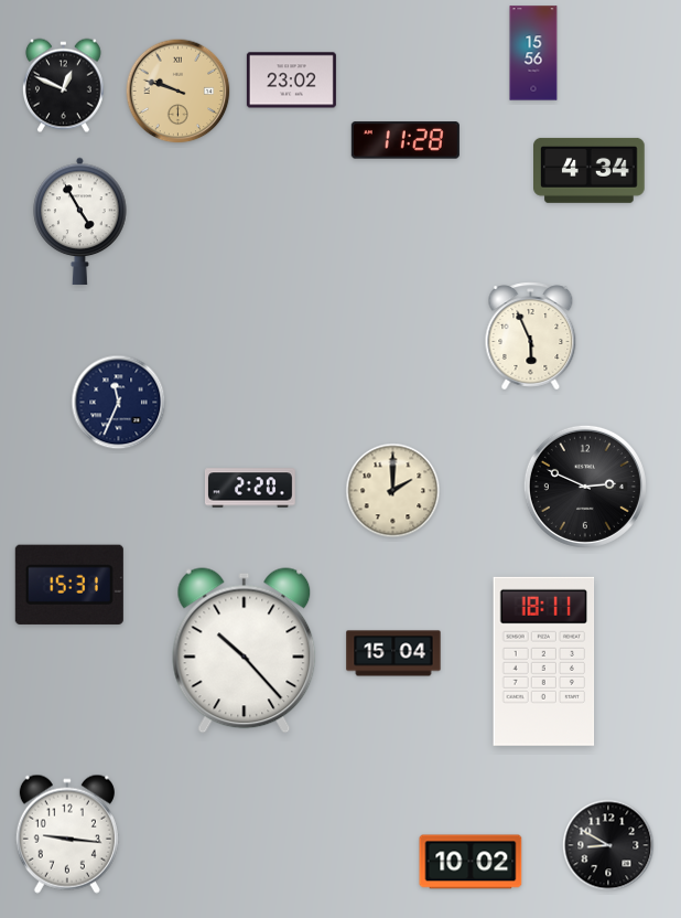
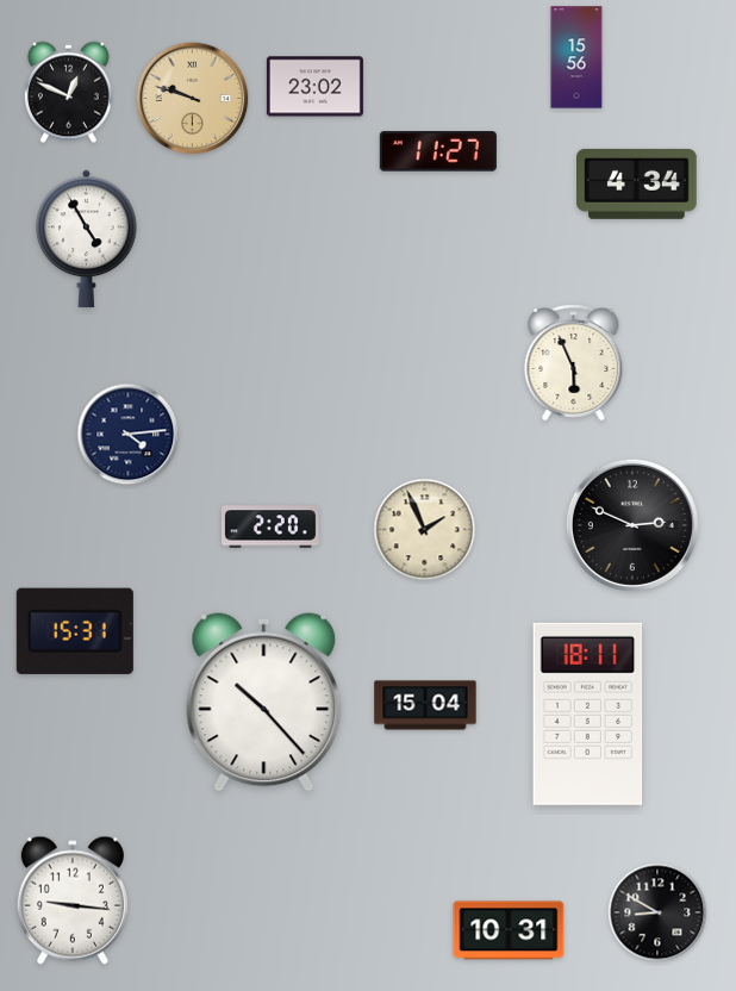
clock at (406, 140): 11:28 -> 11:27
clock at (119, 403): 11:34 -> 4:14
clock at (393, 491): 2:00 -> 1:56
clock at (471, 862): 10:02 -> 10:31
